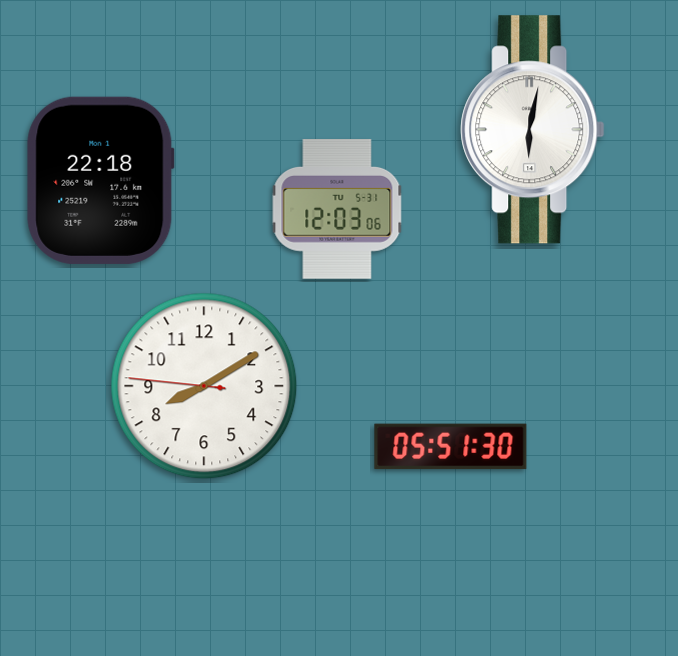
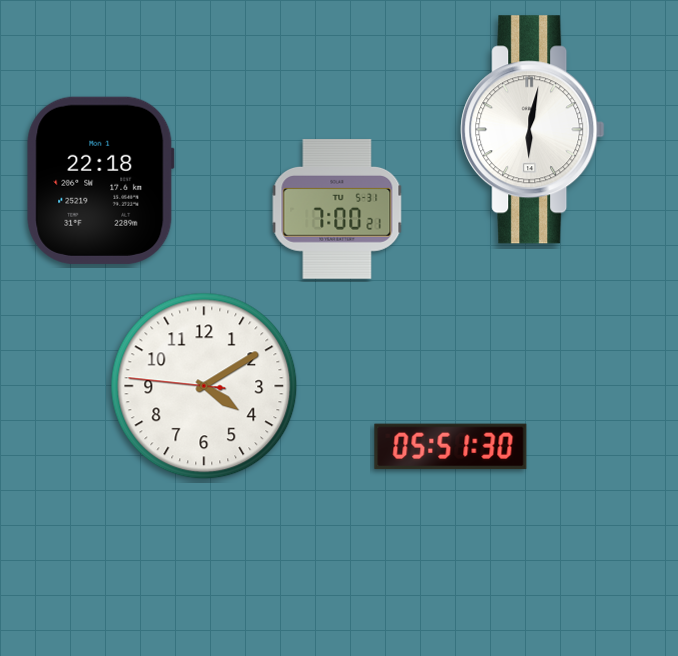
clock at (337, 210): 12:03 -> 7:00
clock at (204, 386): 8:09 -> 4:09
